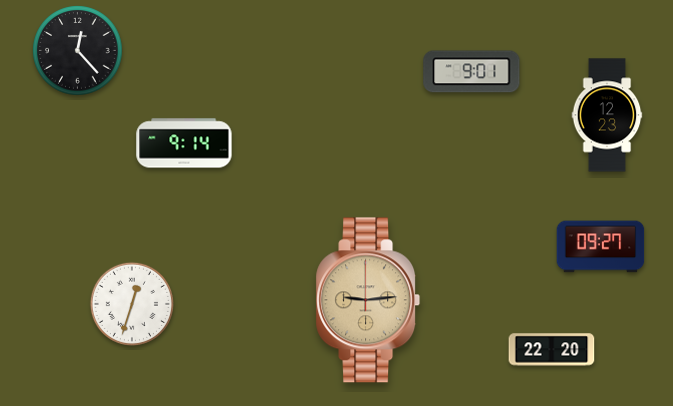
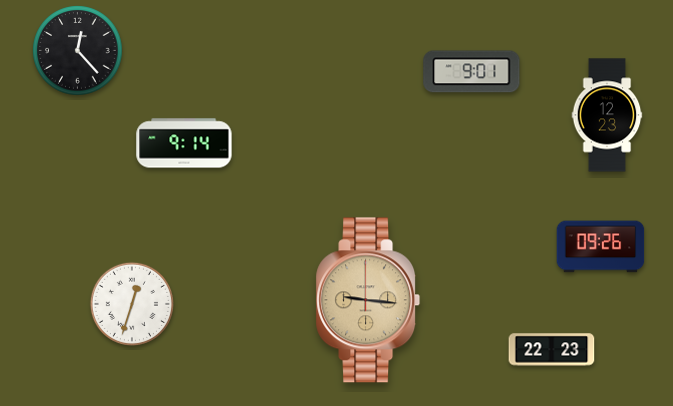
clock at (601, 247): 09:27 -> 09:26
clock at (368, 300): 9:14 -> 9:16
clock at (552, 350): 22:20 -> 22:23
